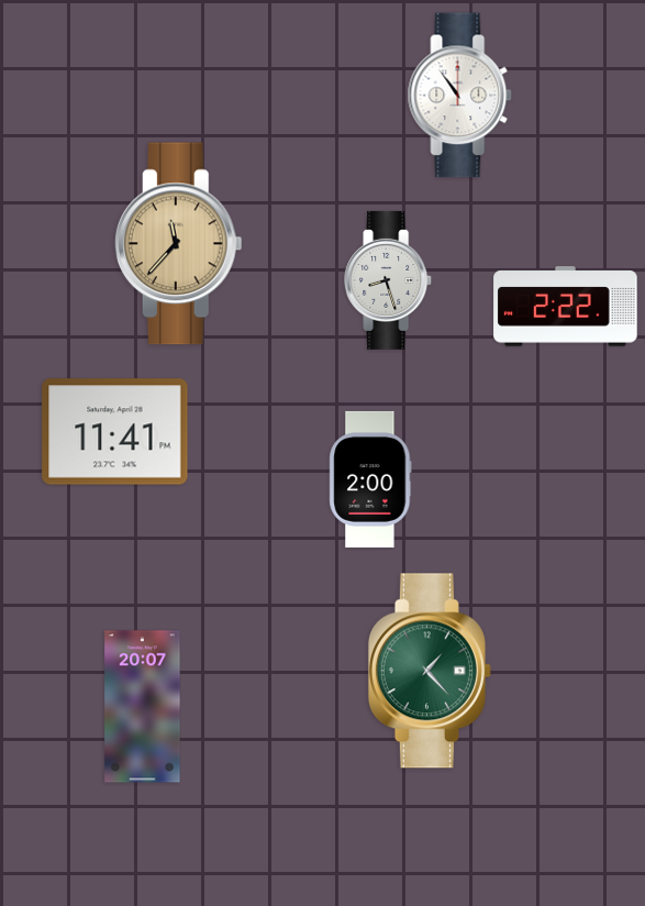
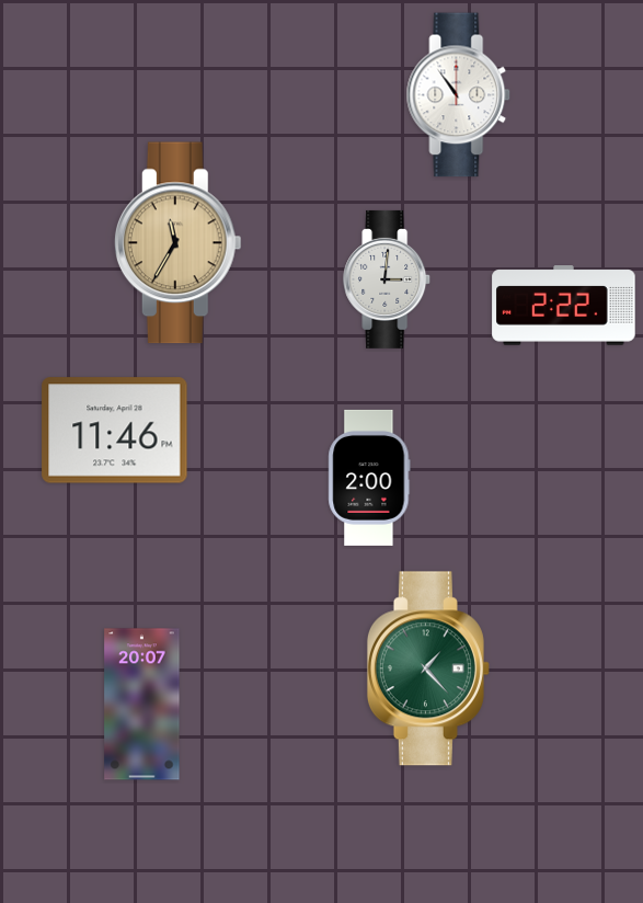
clock at (178, 244): 11:37 -> 11:35
clock at (389, 280): 8:27 -> 3:01
clock at (115, 432): 11:41 -> 11:46
